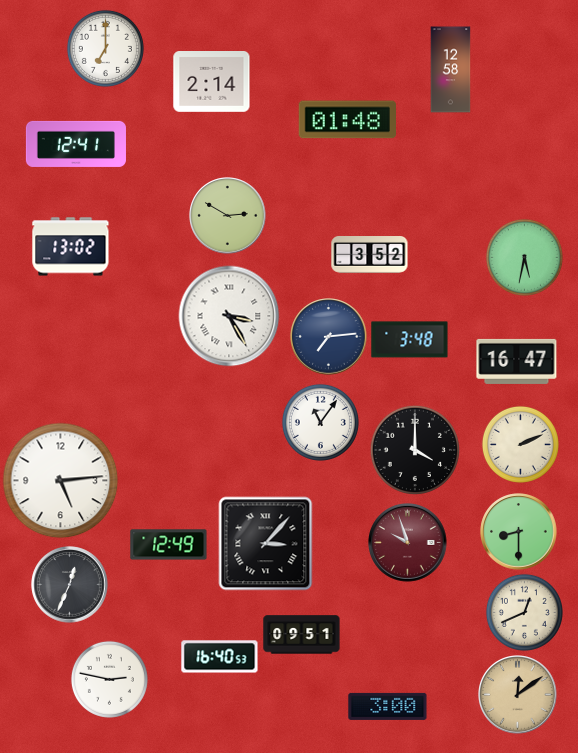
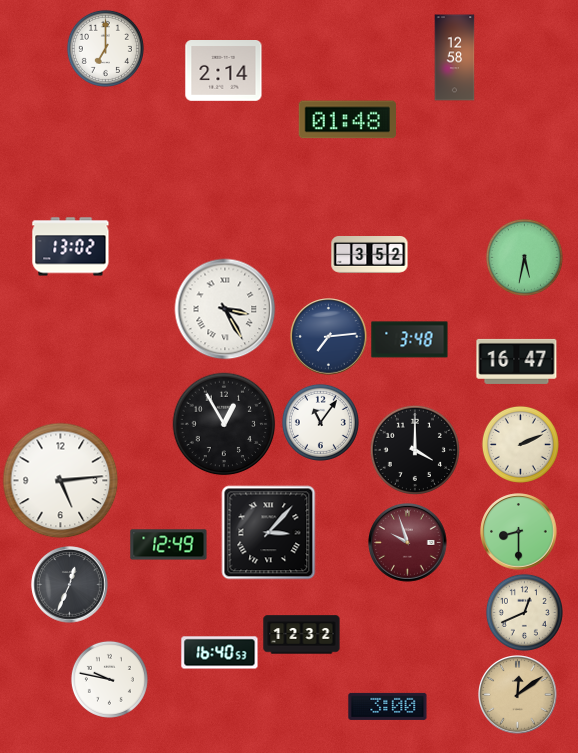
clock at (451, 70) position: (451, 70) -> (455, 58)
clock at (212, 82) position: (212, 82) -> (224, 71)
clock at (76, 144): 12:41 -> none
clock at (228, 216): 2:50 -> none
clock at (229, 316) position: (229, 316) -> (225, 309)
clock at (224, 424): none -> 12:55
clock at (266, 544) position: (266, 544) -> (269, 533)
clock at (302, 635): 09:51 -> 12:32
clock at (220, 657) position: (220, 657) -> (220, 653)
clock at (109, 679): 2:47 -> 9:47
